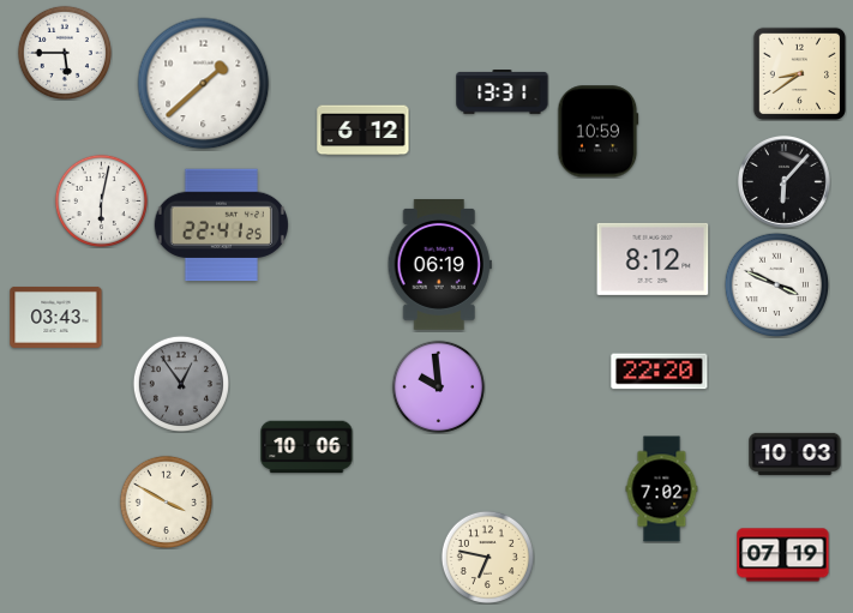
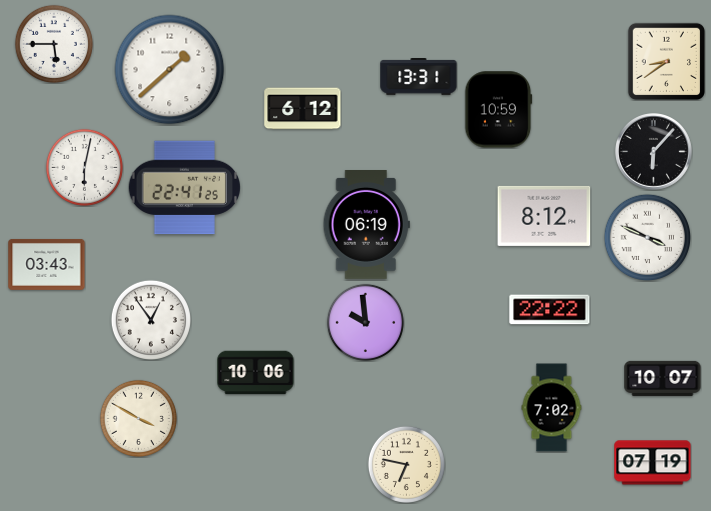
clock at (439, 265) position: (439, 265) -> (366, 225)
clock at (660, 372): 22:20 -> 22:22
clock at (181, 384) dial: grey -> white
clock at (795, 453): 10:03 -> 10:07
